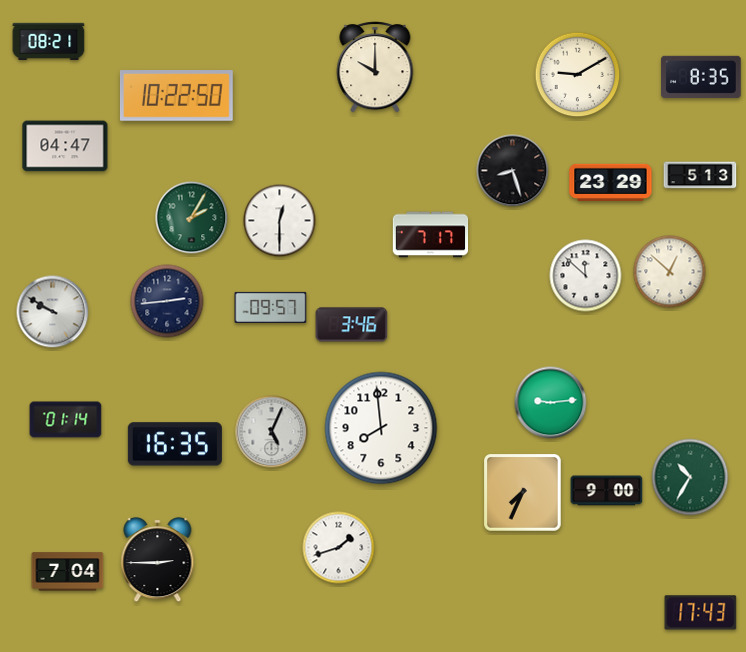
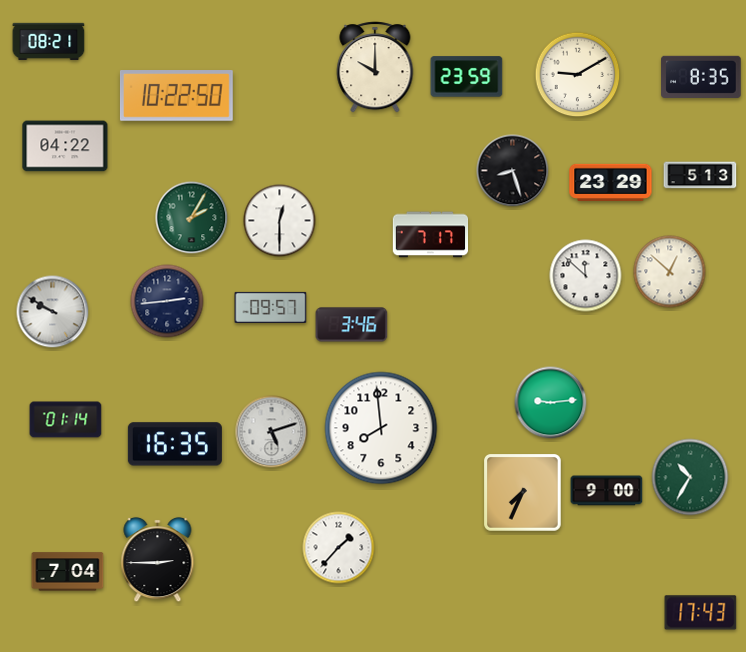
clock at (467, 77): none -> 23:59
clock at (65, 146): 04:47 -> 04:22
clock at (272, 432): 5:04 -> 5:12
clock at (339, 548): 1:42 -> 1:37
